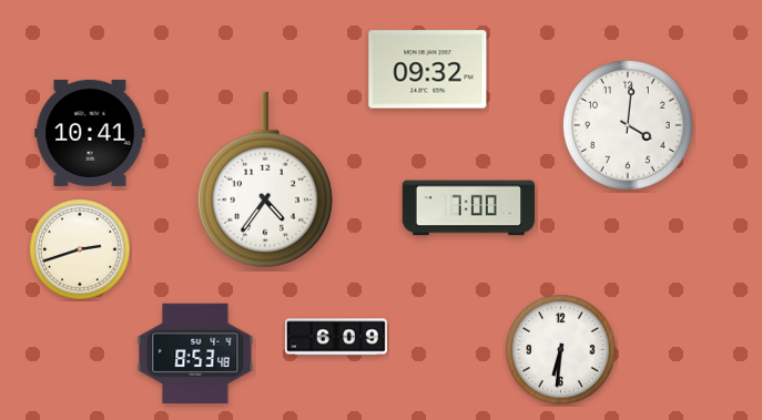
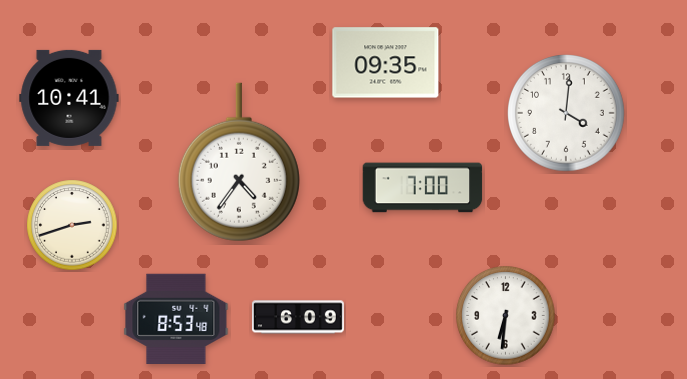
clock at (428, 70): 09:32 -> 09:35
clock at (90, 133) position: (90, 133) -> (69, 98)
clock at (336, 337) position: (336, 337) -> (298, 317)
